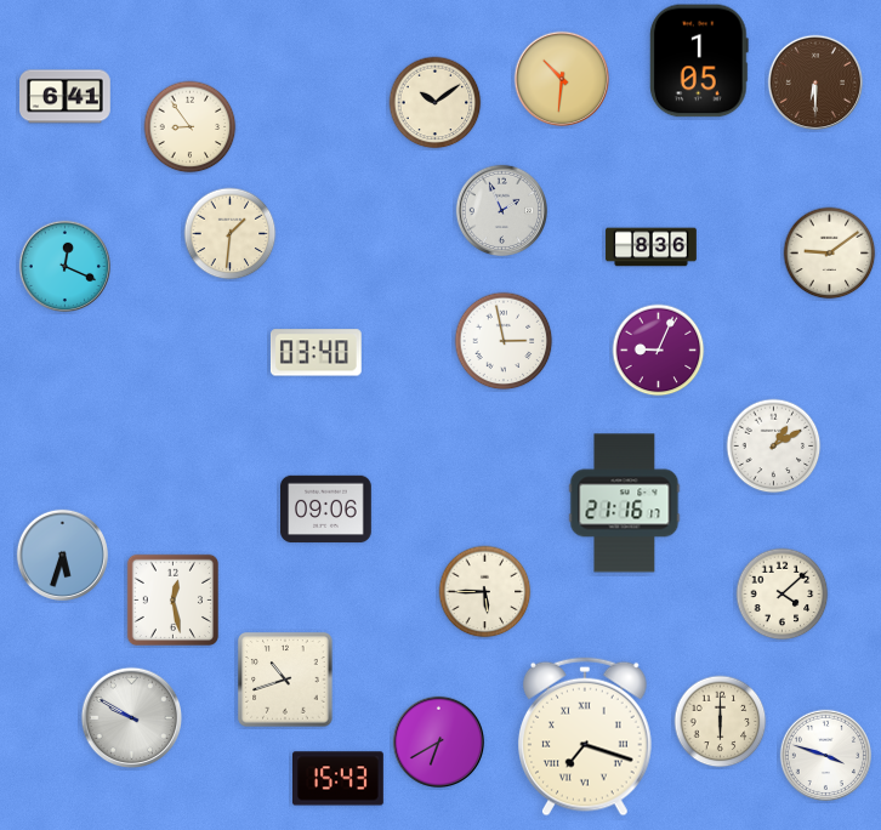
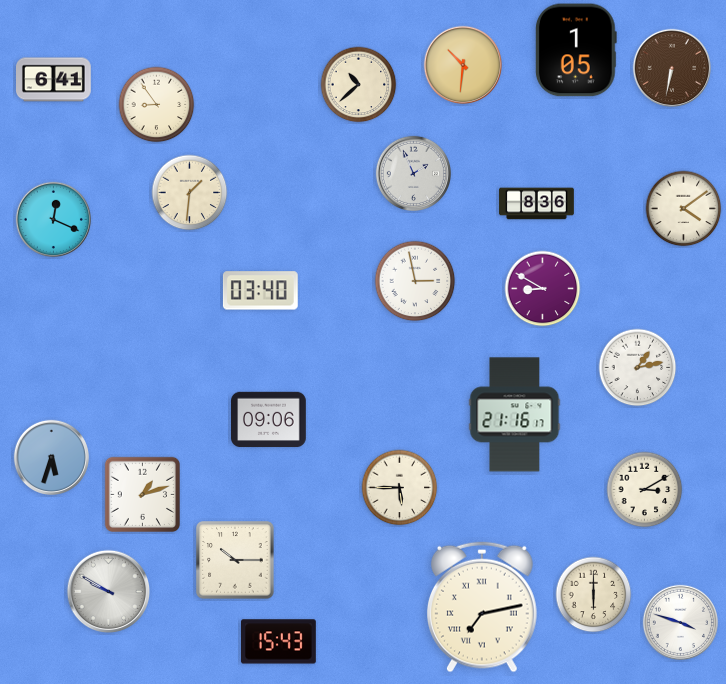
clock at (815, 83): 6:30 -> 6:32
clock at (436, 103): 10:09 -> 10:38
clock at (830, 254): 9:09 -> 4:09
clock at (659, 351): 9:04 -> 8:50
clock at (774, 447): 1:10 -> 1:13
clock at (783, 595): 4:08 -> 3:10
clock at (172, 599): 12:28 -> 1:12
clock at (285, 680): 10:42 -> 10:15
clock at (585, 737): 7:18 -> 7:13
clock at (438, 741): 6:40 -> none
